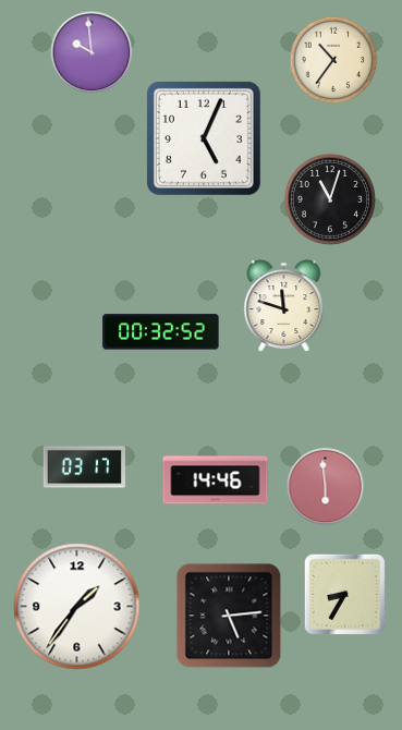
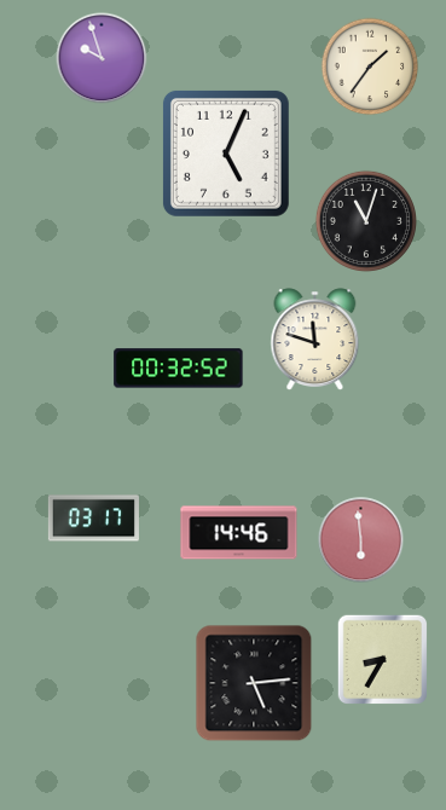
clock at (92, 52): 9:59 -> 9:57
clock at (333, 60): 10:36 -> 1:36
clock at (77, 607): 1:36 -> none
